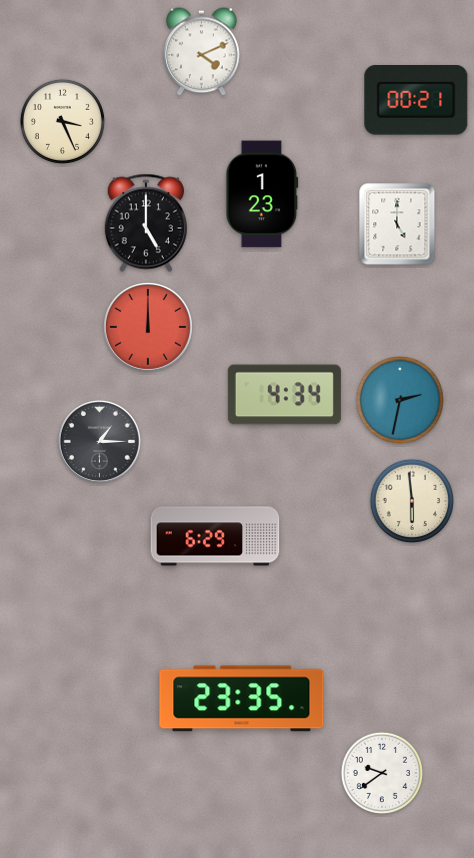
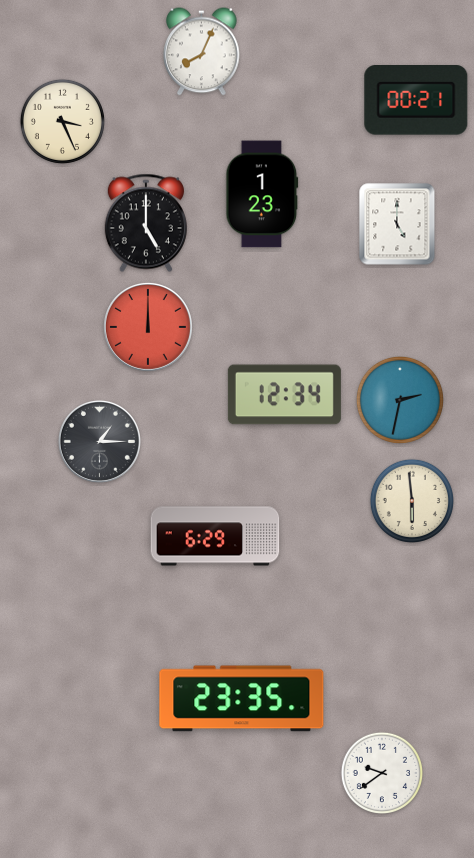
clock at (202, 52): 4:11 -> 8:04
clock at (284, 395): 4:34 -> 12:34
